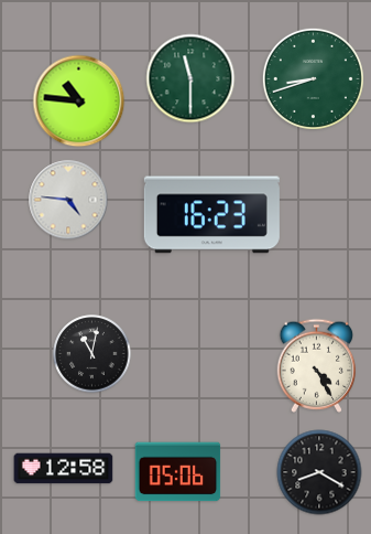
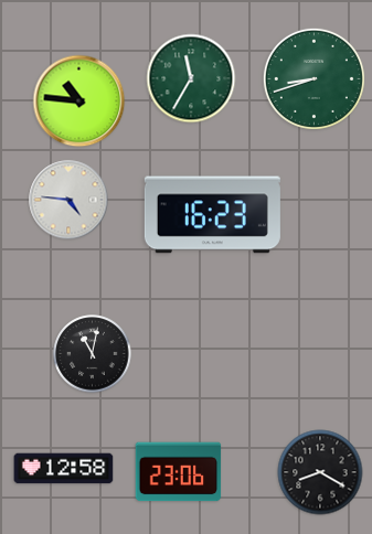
clock at (190, 78): 11:30 -> 11:35
clock at (317, 365): 4:25 -> none
clock at (178, 472): 05:06 -> 23:06
